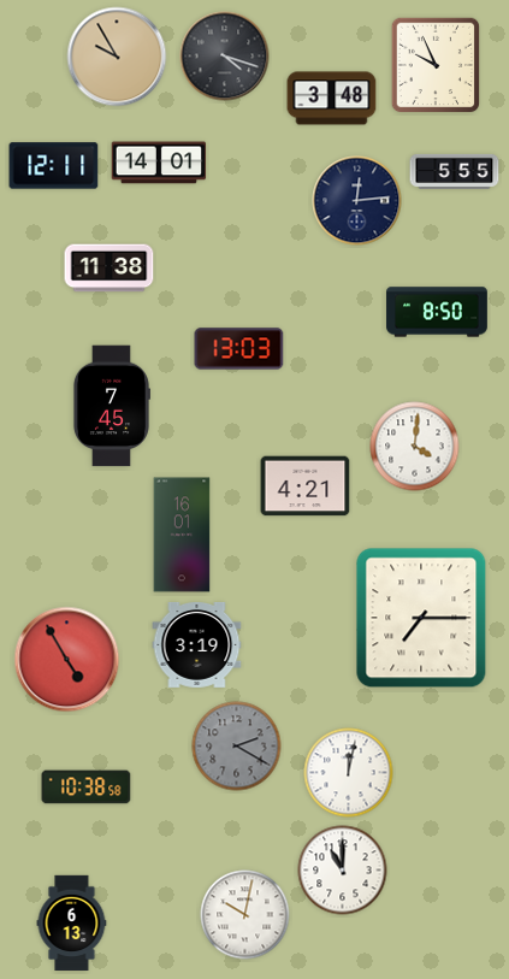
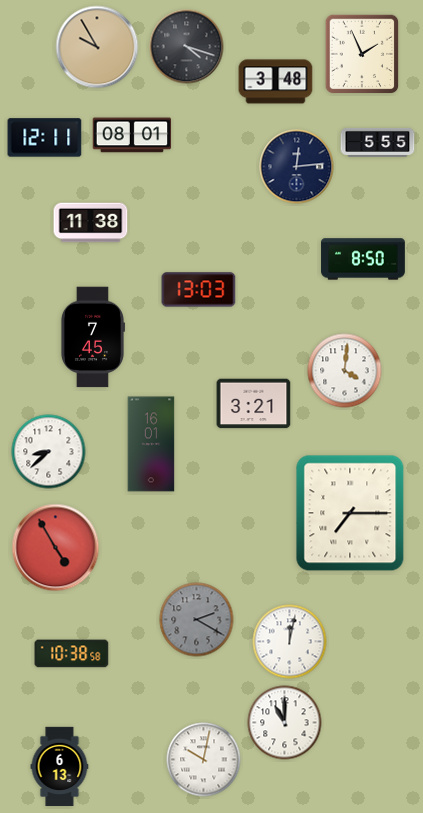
clock at (436, 65): 9:56 -> 1:56
clock at (159, 163): 14:01 -> 08:01
clock at (306, 486): 4:21 -> 3:21
clock at (49, 452): none -> 8:38
clock at (197, 645): 3:19 -> none
